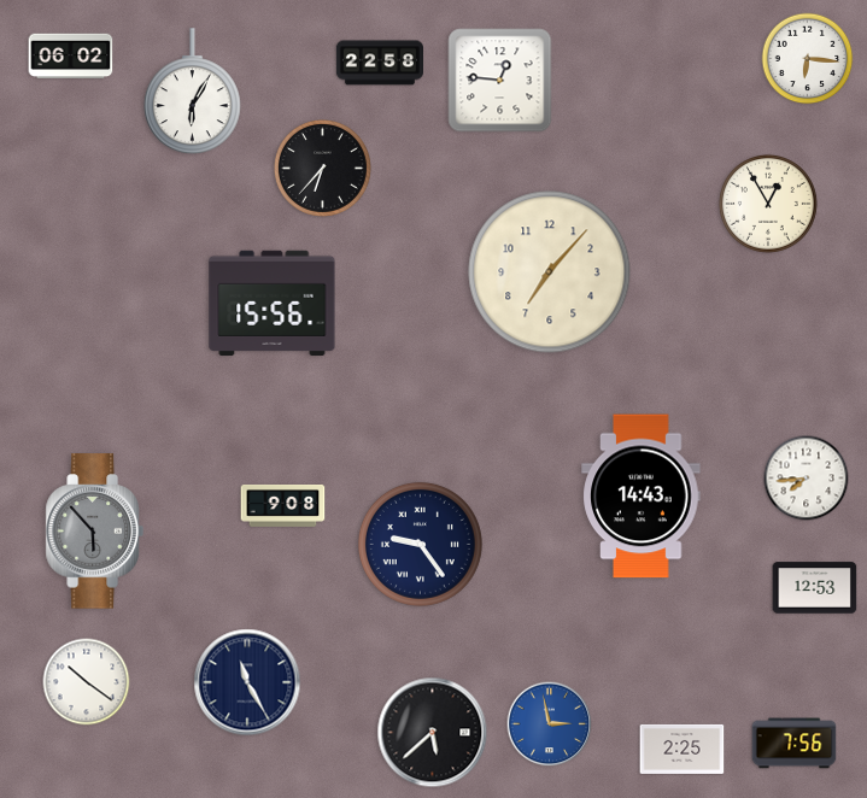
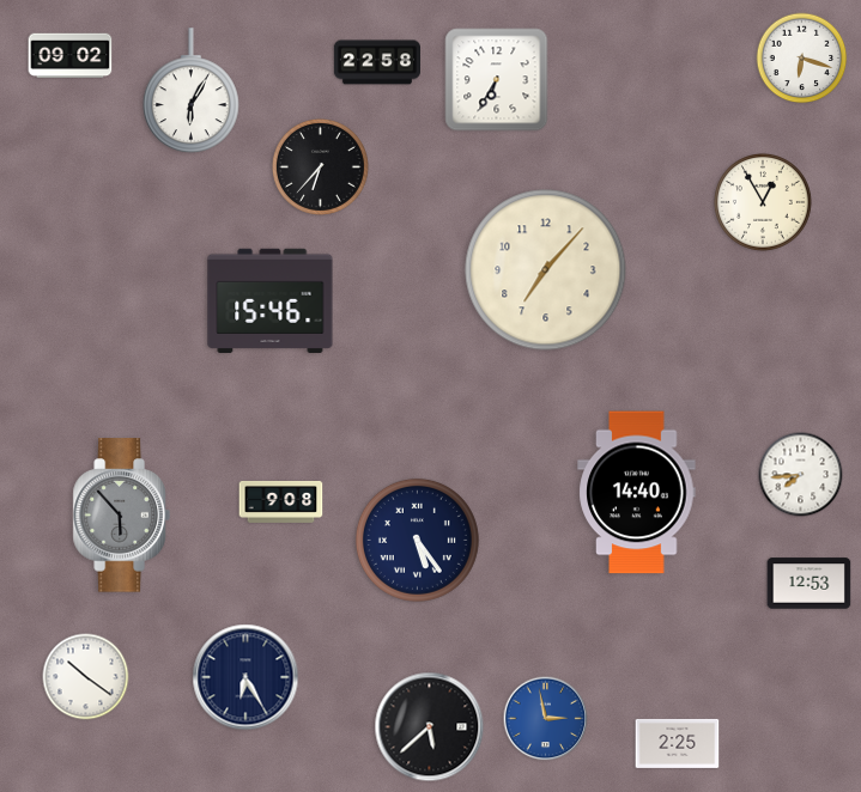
clock at (71, 57): 06:02 -> 09:02
clock at (808, 59): 6:16 -> 6:18
clock at (500, 81): 12:46 -> 6:35
clock at (273, 303): 15:56 -> 15:46
clock at (642, 497): 14:43 -> 14:40
clock at (94, 532) position: (94, 532) -> (121, 516)
clock at (420, 544): 9:24 -> 5:24
clock at (247, 682): 11:25 -> 6:25
clock at (795, 744): 7:56 -> none
